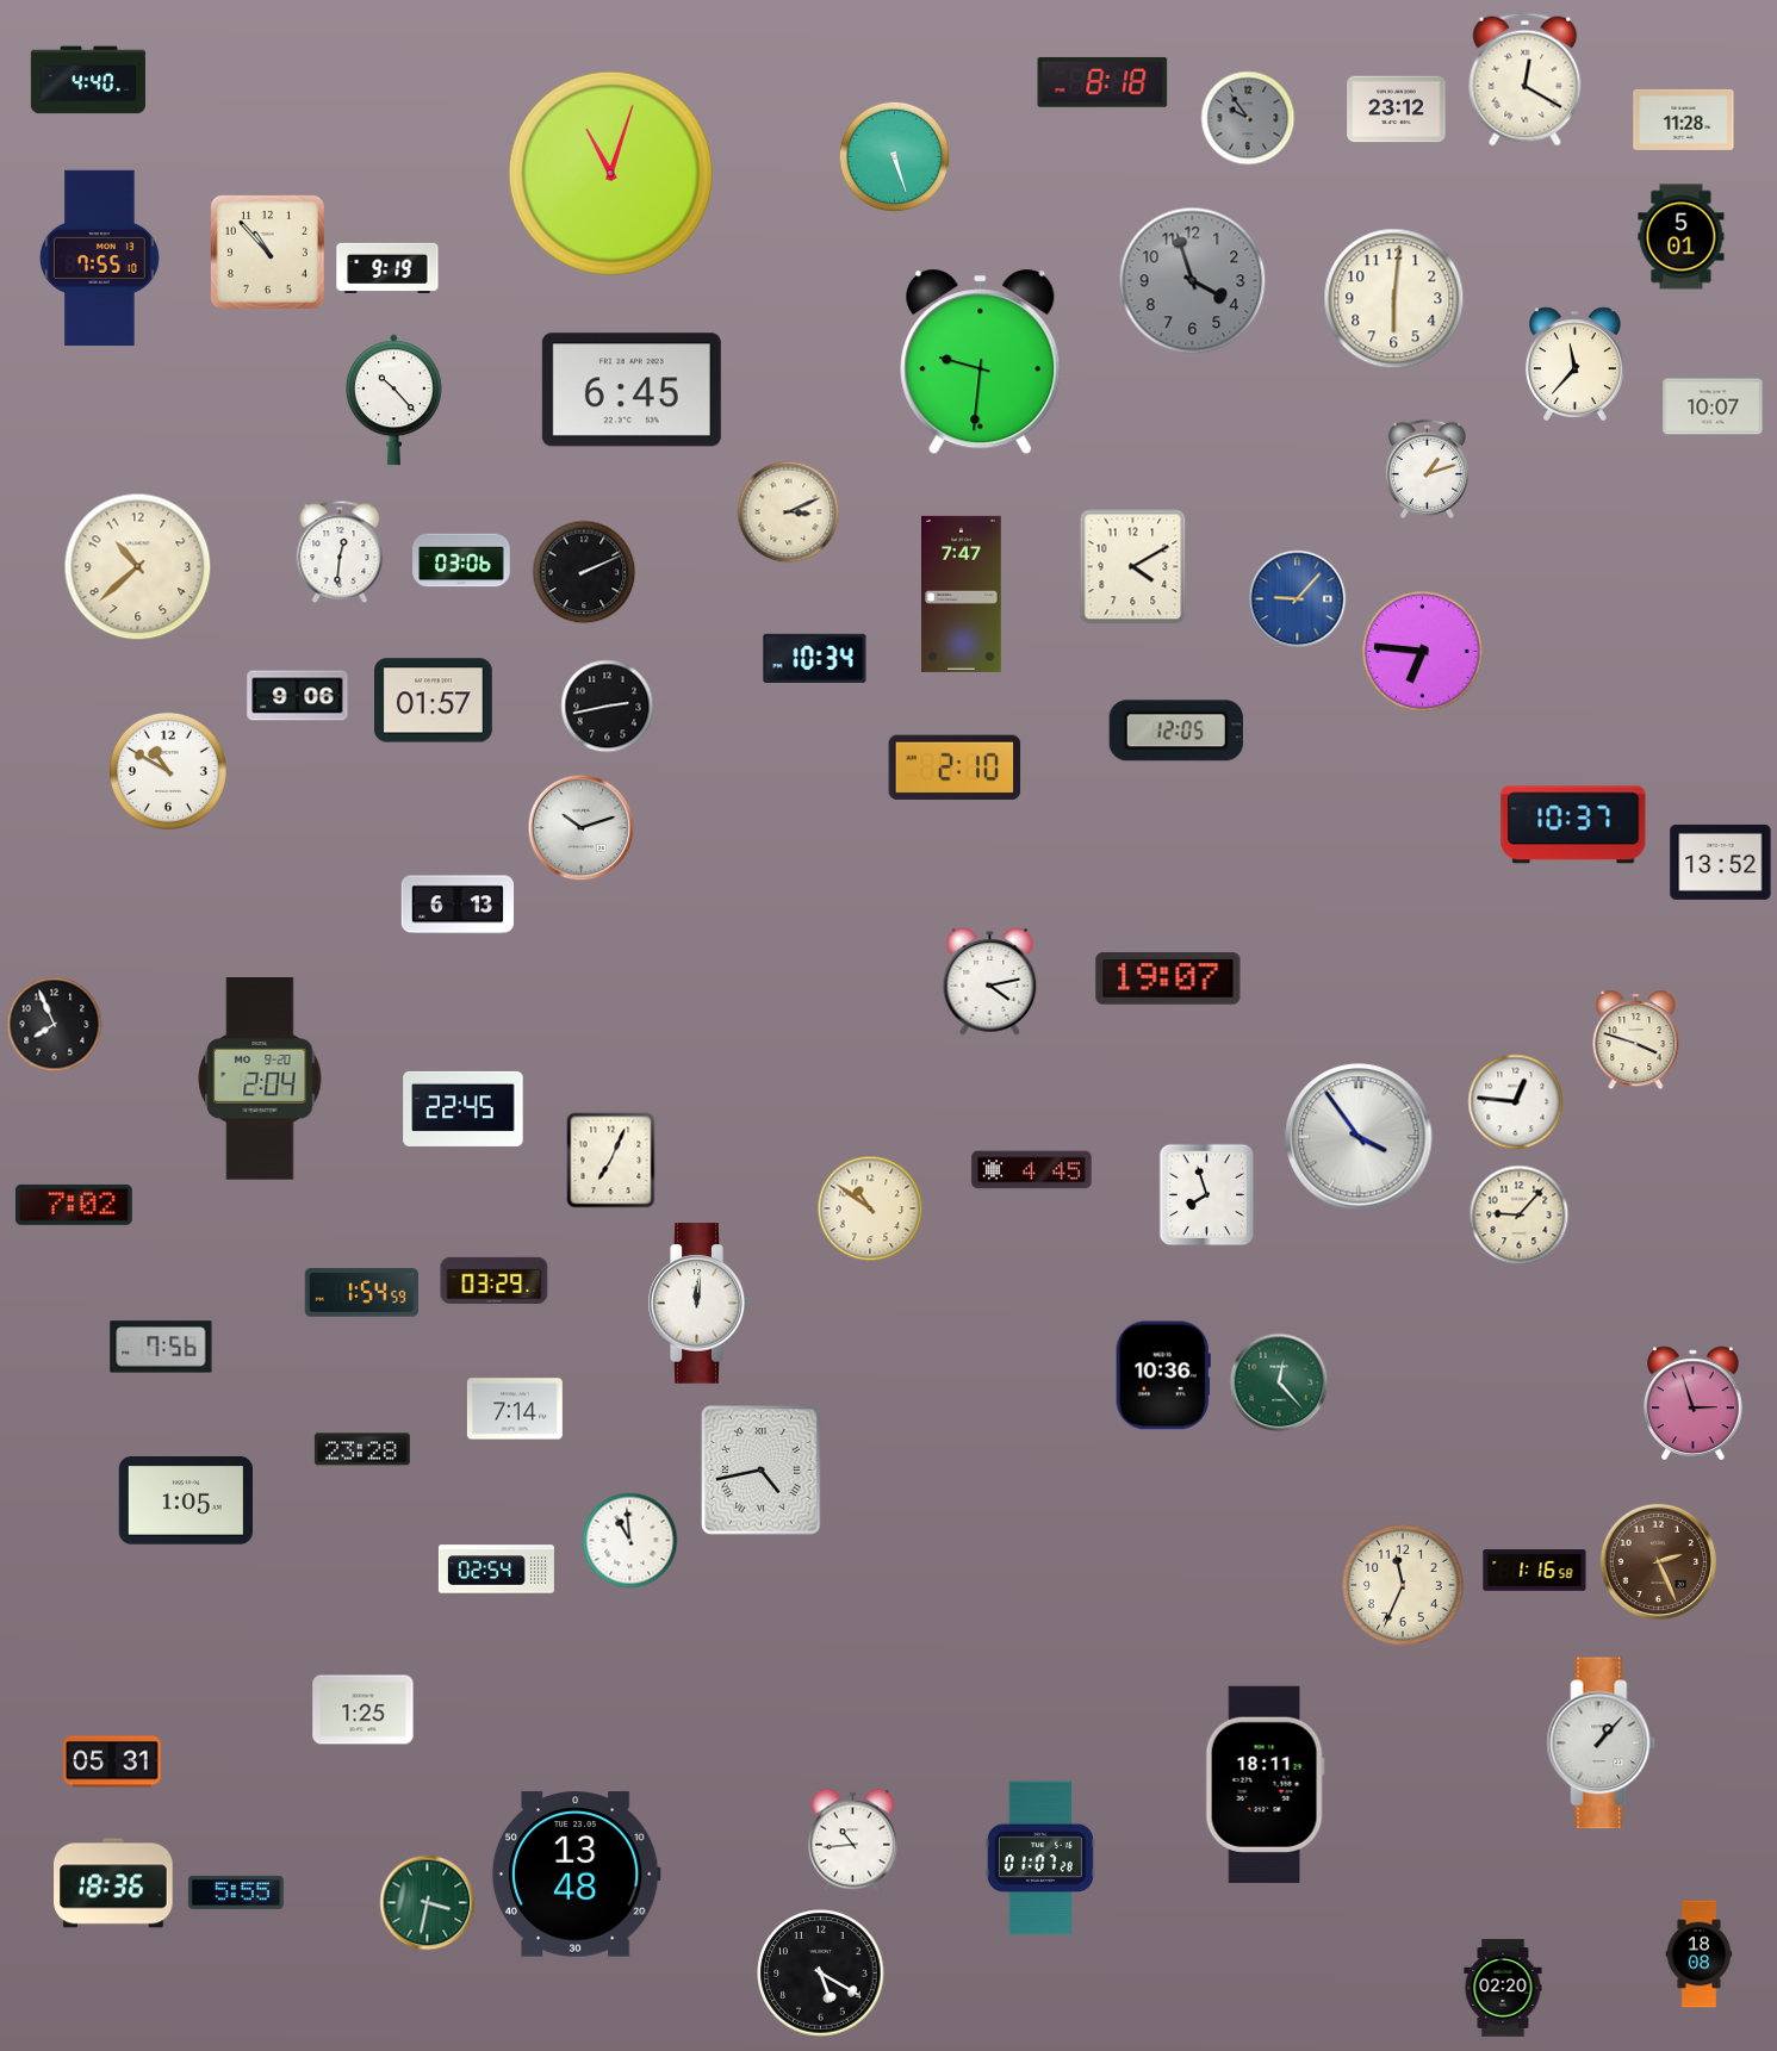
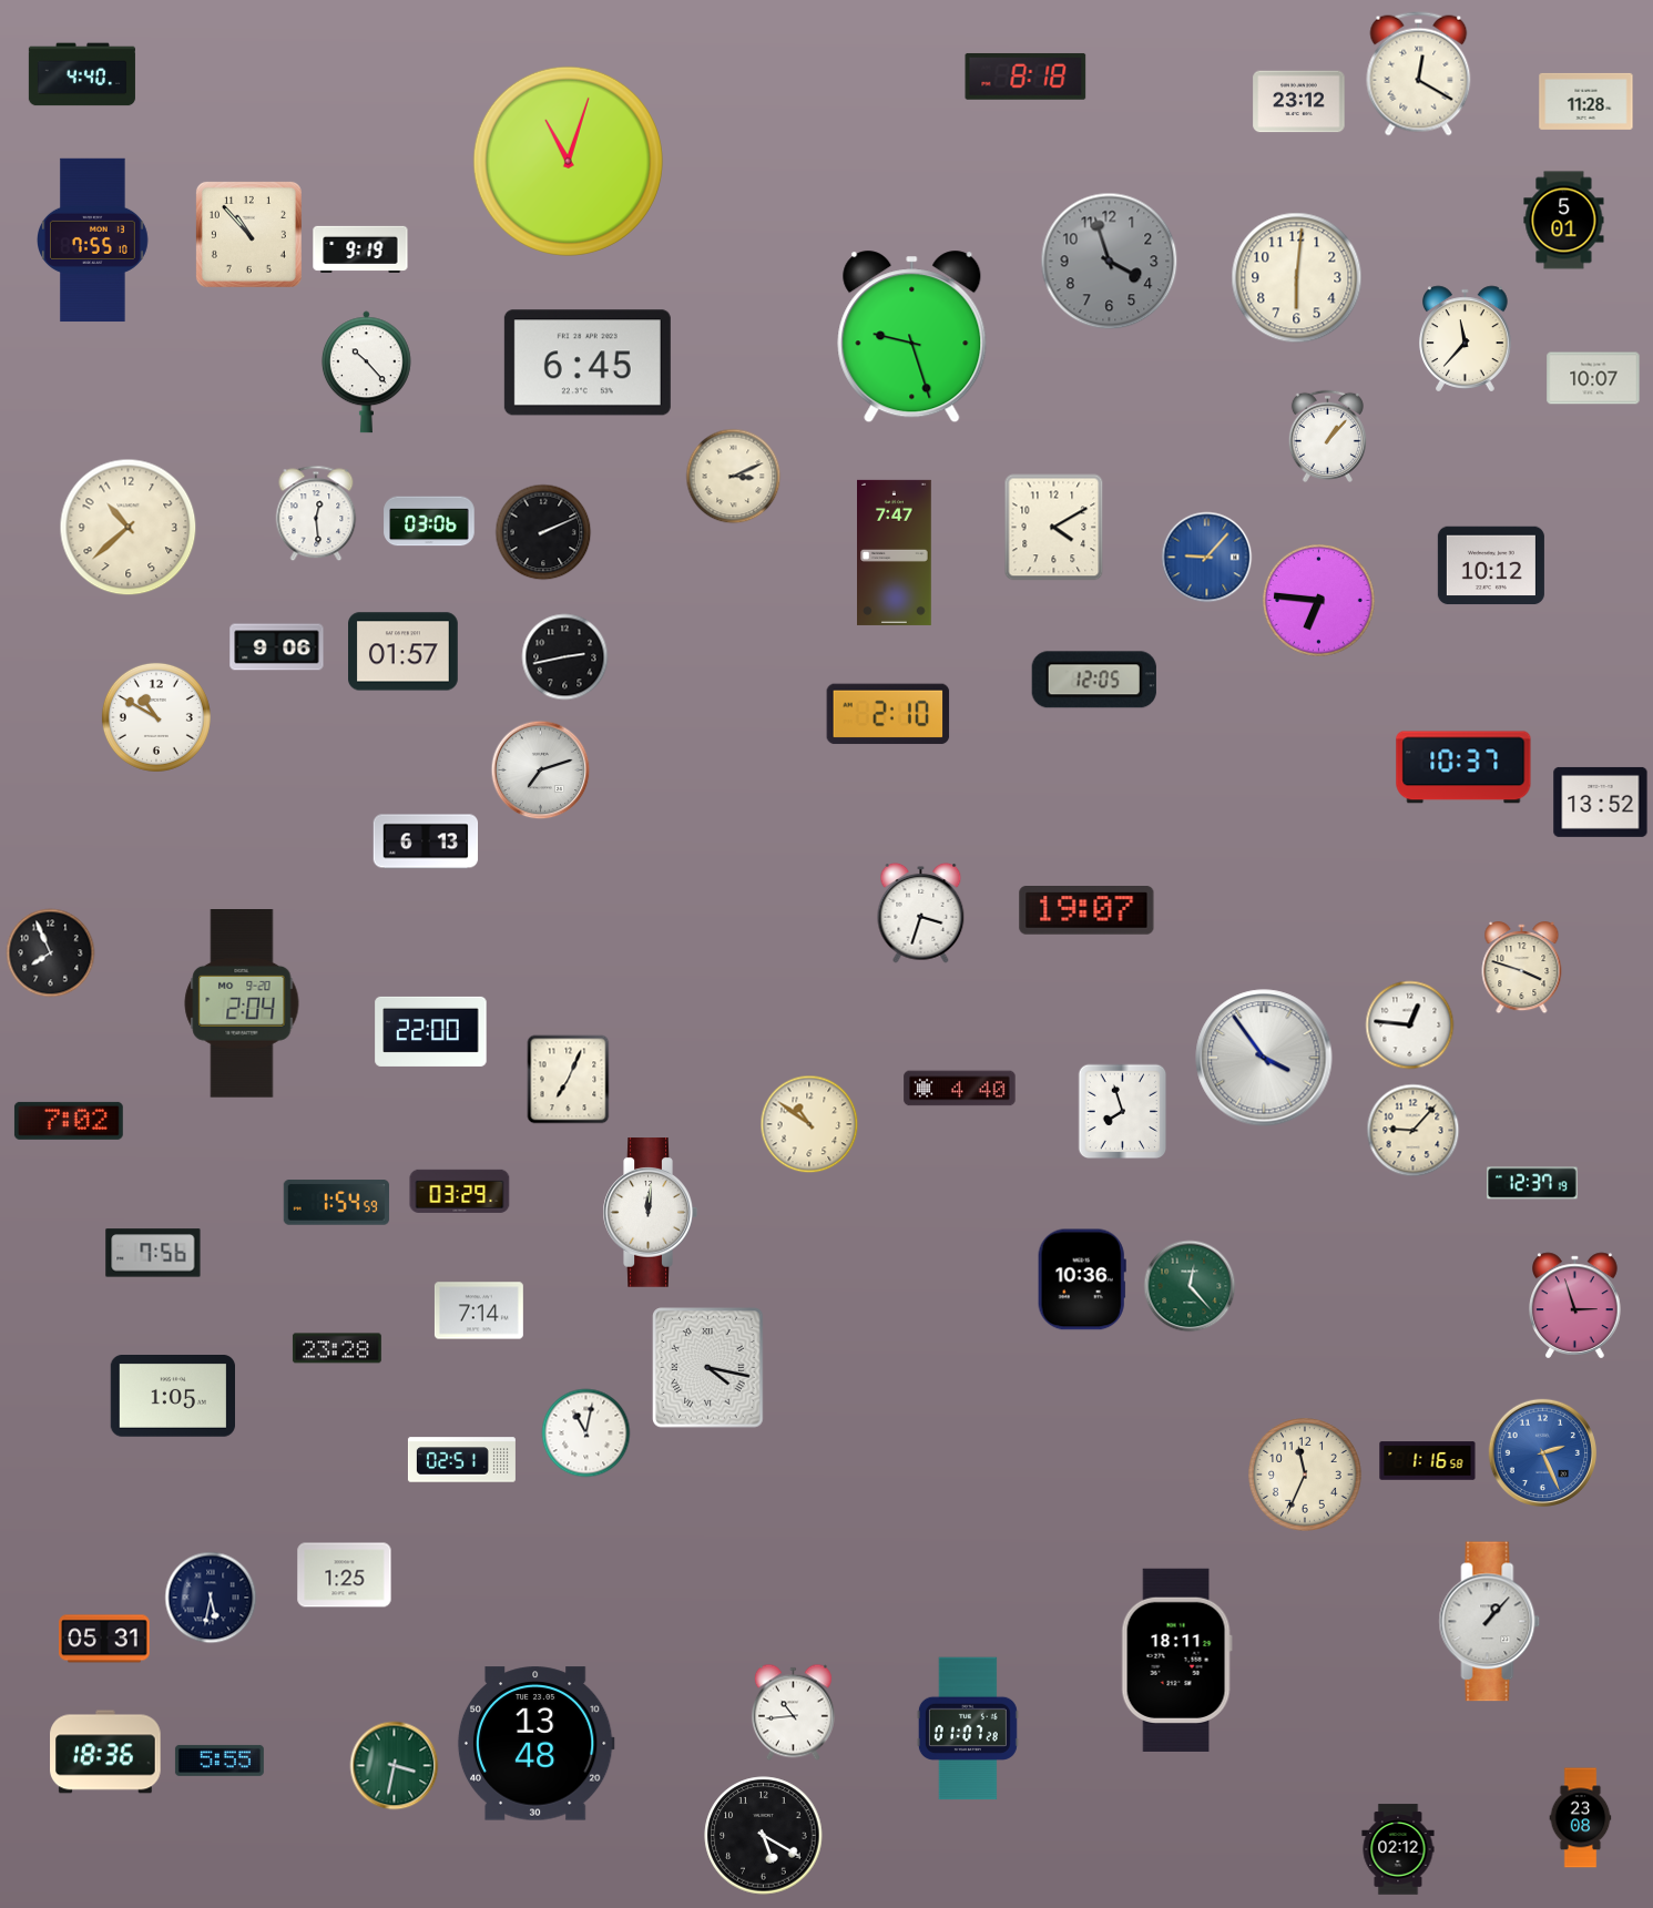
clock at (1248, 118): 9:54 -> none
clock at (1684, 119) position: (1684, 119) -> (1586, 101)
clock at (895, 157): 5:27 -> none
clock at (981, 362): 9:31 -> 9:27
clock at (1427, 468): 1:12 -> 1:07
clock at (340, 552): 12:31 -> 12:29
clock at (1491, 565): none -> 10:12
clock at (1423, 652) position: (1423, 652) -> (1319, 601)
clock at (815, 658): 10:34 -> none
clock at (582, 828): 10:12 -> 7:12
clock at (990, 982): 4:13 -> 3:33
clock at (464, 1108): 22:45 -> 22:00
clock at (1032, 1170): 4:45 -> 4:40
clock at (1532, 1183): none -> 12:37
clock at (161, 1347) position: (161, 1347) -> (153, 1253)
clock at (762, 1471): 4:43 -> 4:17
clock at (630, 1541): 10:59 -> 11:02
clock at (1658, 1561) dial: brown -> blue
clock at (496, 1570): 02:54 -> 02:51
clock at (364, 1710) position: (364, 1710) -> (345, 1575)
clock at (211, 1598): none -> 5:32
clock at (428, 1903) position: (428, 1903) -> (395, 1766)
clock at (1700, 1954): 18:08 -> 23:08
clock at (1503, 1988): 02:20 -> 02:12
